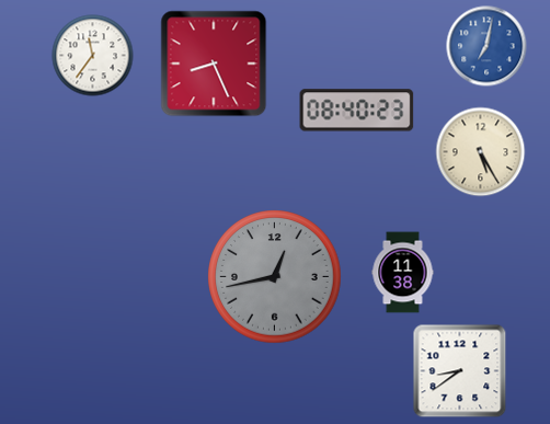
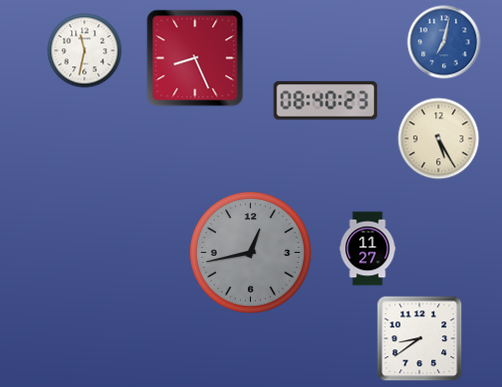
clock at (93, 56): 11:36 -> 11:32
clock at (403, 273): 11:38 -> 11:27
